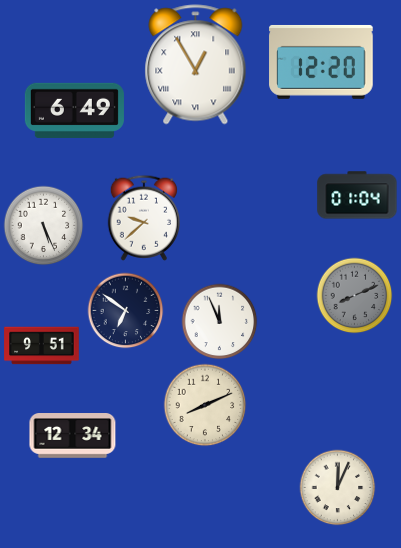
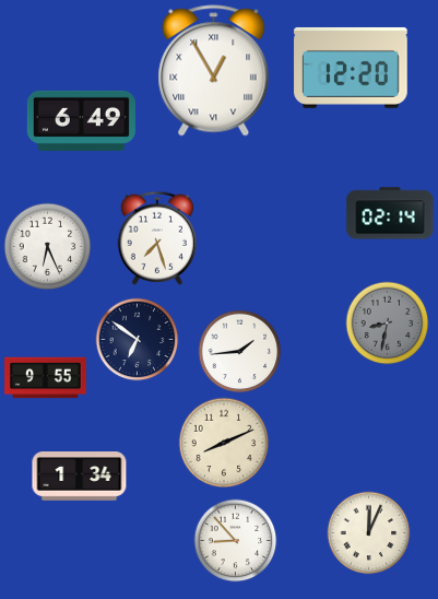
clock at (357, 195): 01:04 -> 02:14
clock at (143, 218): 9:38 -> 7:27
clock at (44, 226): 5:26 -> 6:26
clock at (355, 296): 8:11 -> 8:32
clock at (220, 322): 11:56 -> 1:44
clock at (42, 346): 9:51 -> 9:55
clock at (73, 436): 12:34 -> 1:34
clock at (236, 541): none -> 8:53
